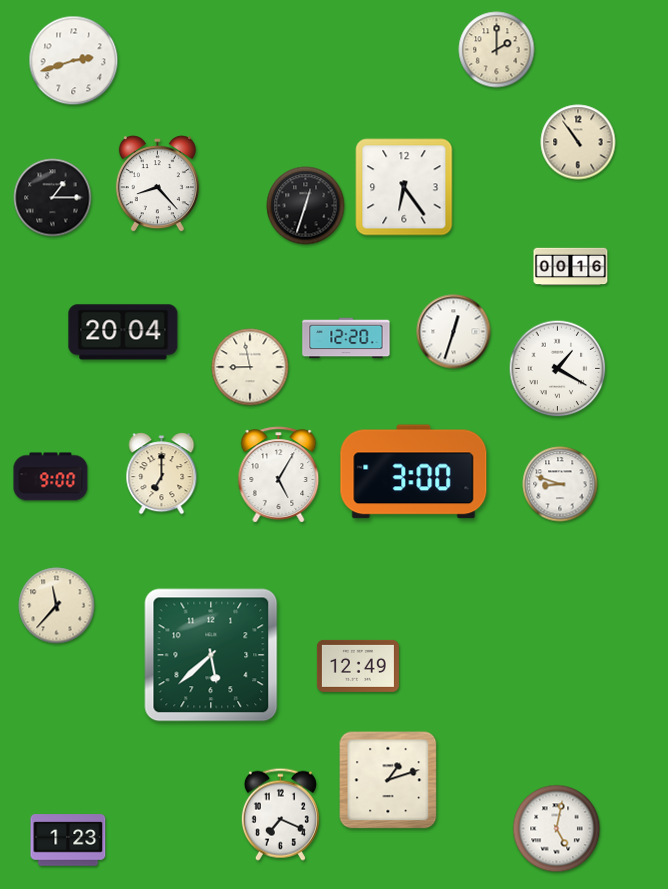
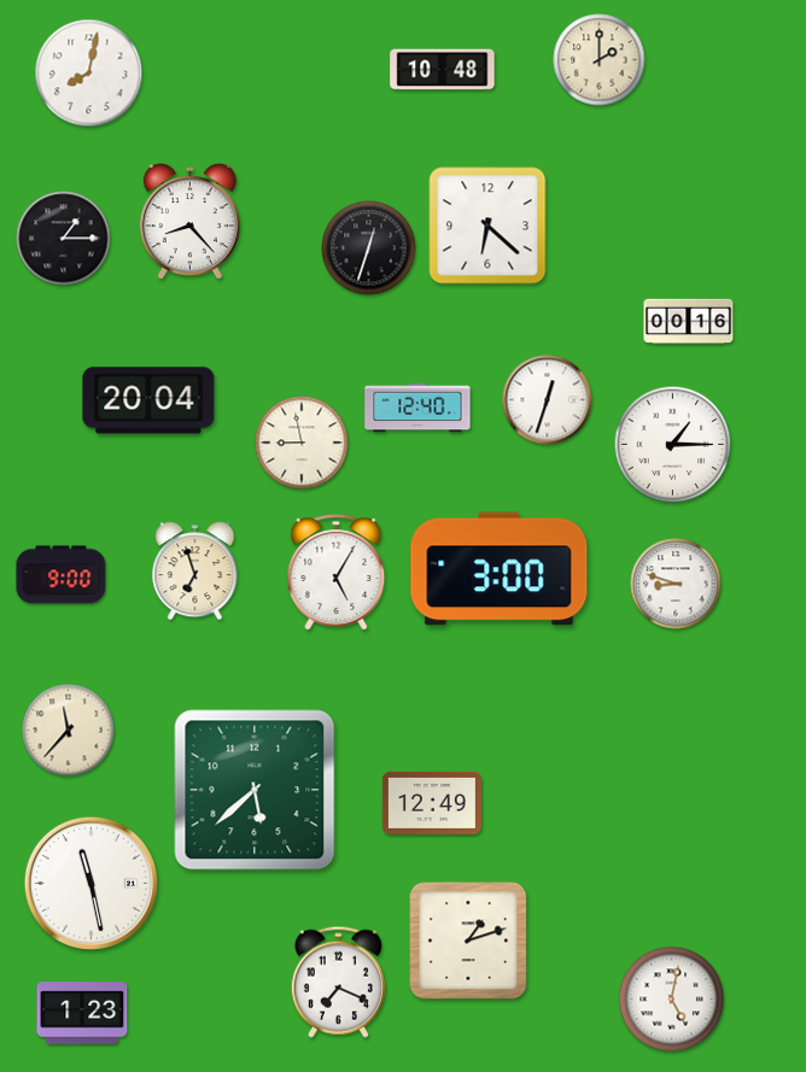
clock at (443, 70): none -> 10:48
clock at (74, 61): 2:42 -> 8:02
clock at (578, 142): 10:54 -> none
clock at (404, 187): 6:24 -> 6:22
clock at (346, 338): 12:20 -> 12:40
clock at (558, 369): 1:20 -> 1:15
clock at (162, 474): 7:00 -> 6:57
clock at (90, 883): none -> 11:28
